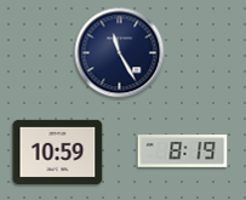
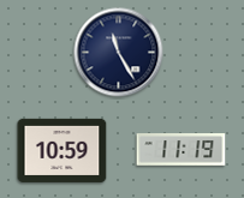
clock at (58, 152) position: (58, 152) -> (63, 150)
clock at (183, 152): 8:19 -> 11:19
